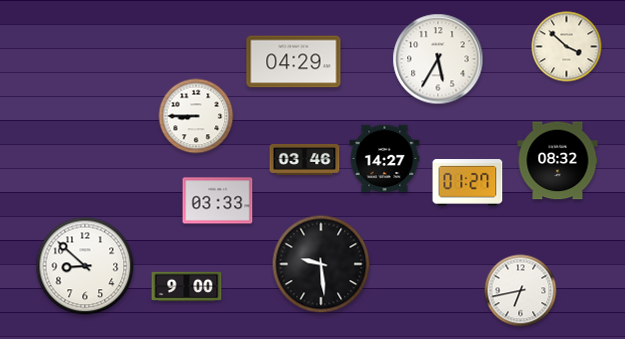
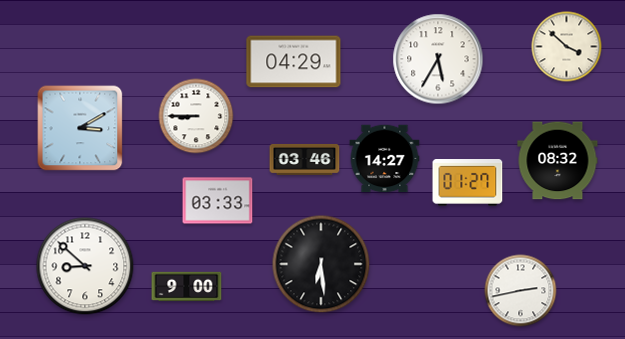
clock at (80, 128): none -> 3:10
clock at (321, 264): 9:29 -> 6:29
clock at (521, 291): 6:43 -> 2:43
